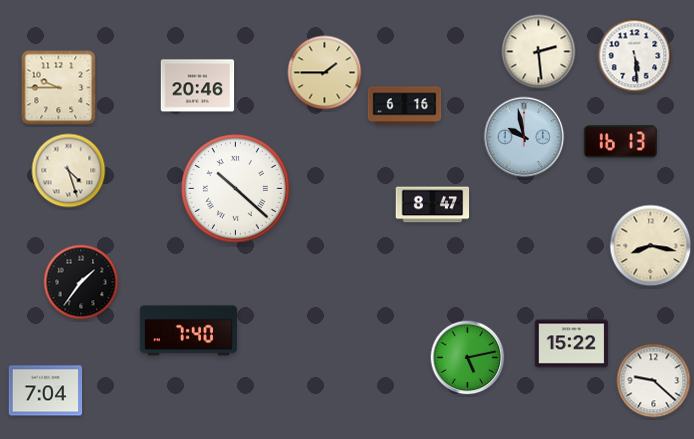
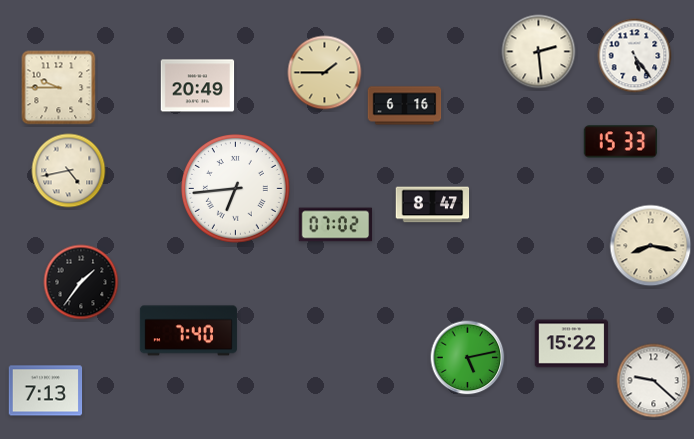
clock at (635, 56): 5:29 -> 5:24
clock at (198, 86): 20:46 -> 20:49
clock at (524, 137): 9:58 -> none
clock at (621, 142): 16:13 -> 15:33
clock at (69, 171): 4:27 -> 4:43
clock at (235, 188): 10:22 -> 6:44
clock at (336, 225): none -> 07:02
clock at (46, 391): 7:04 -> 7:13
